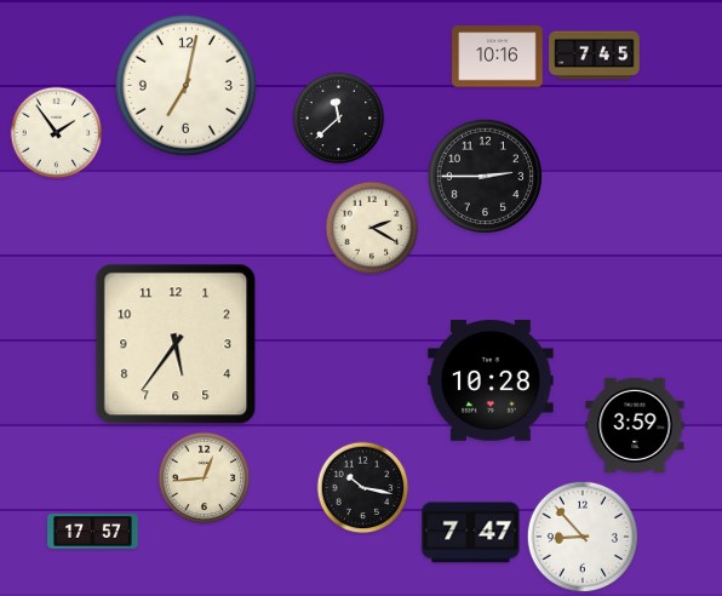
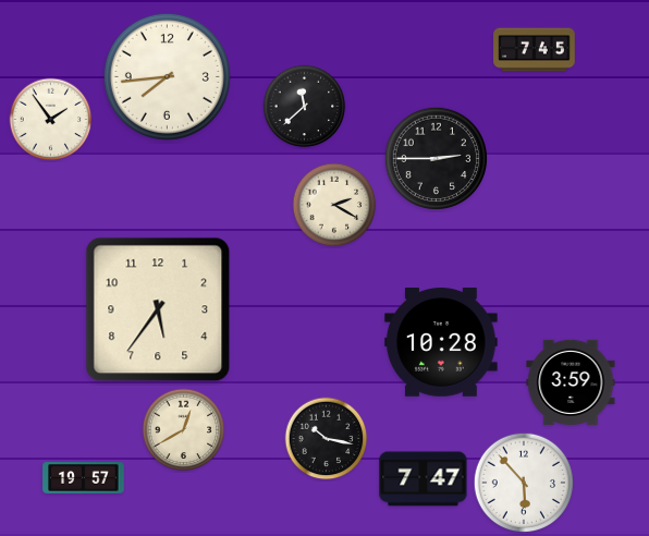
clock at (498, 57): 10:16 -> none
clock at (185, 85): 7:02 -> 7:44
clock at (205, 478): 12:44 -> 12:40
clock at (93, 532): 17:57 -> 19:57
clock at (583, 537): 8:53 -> 5:53
